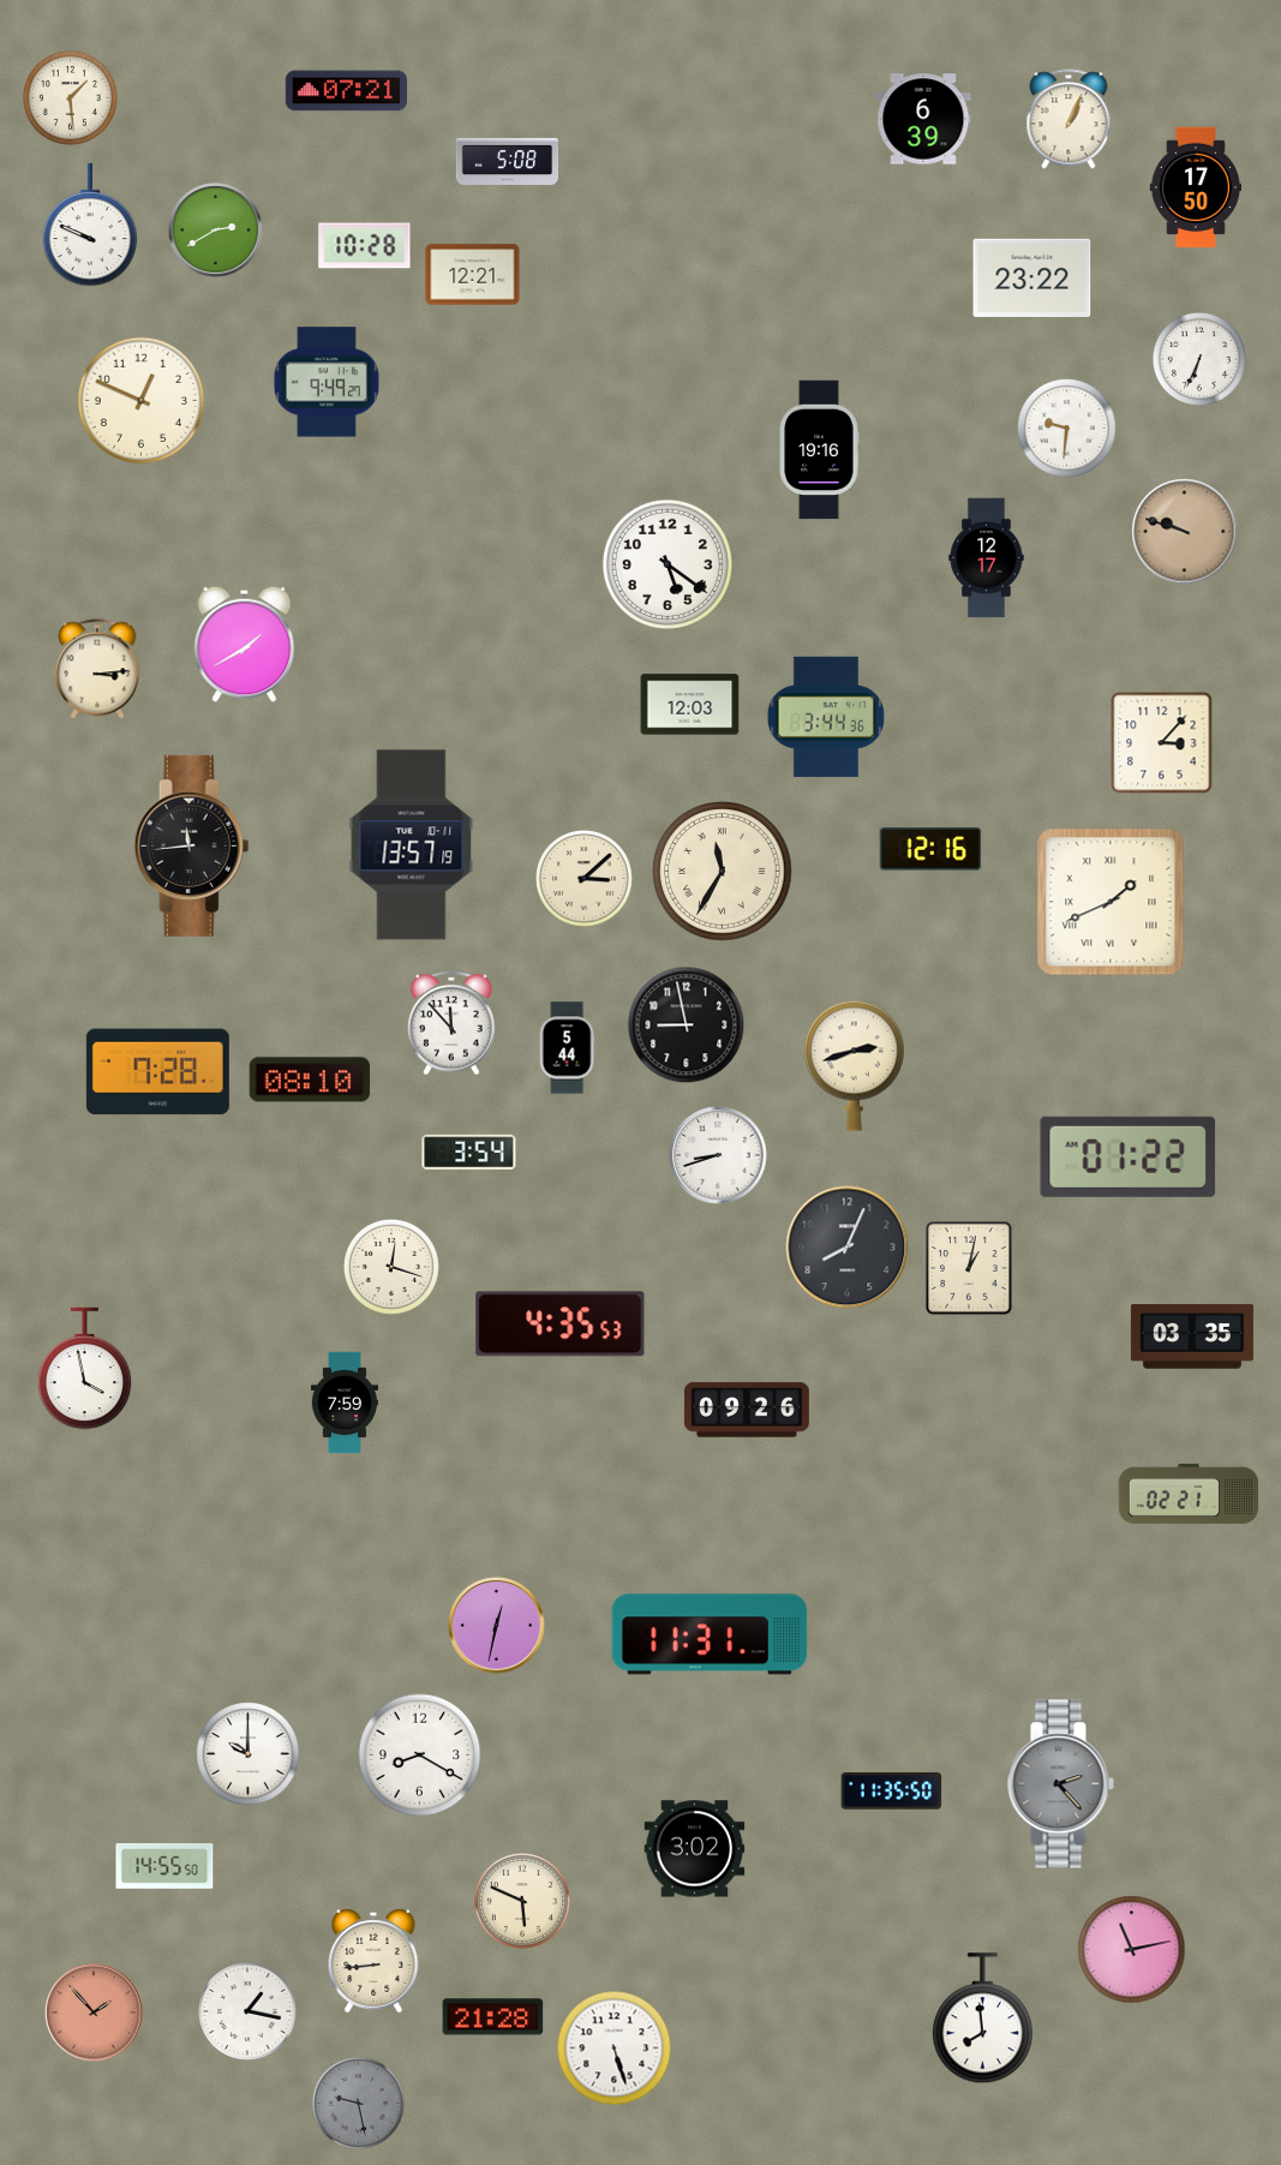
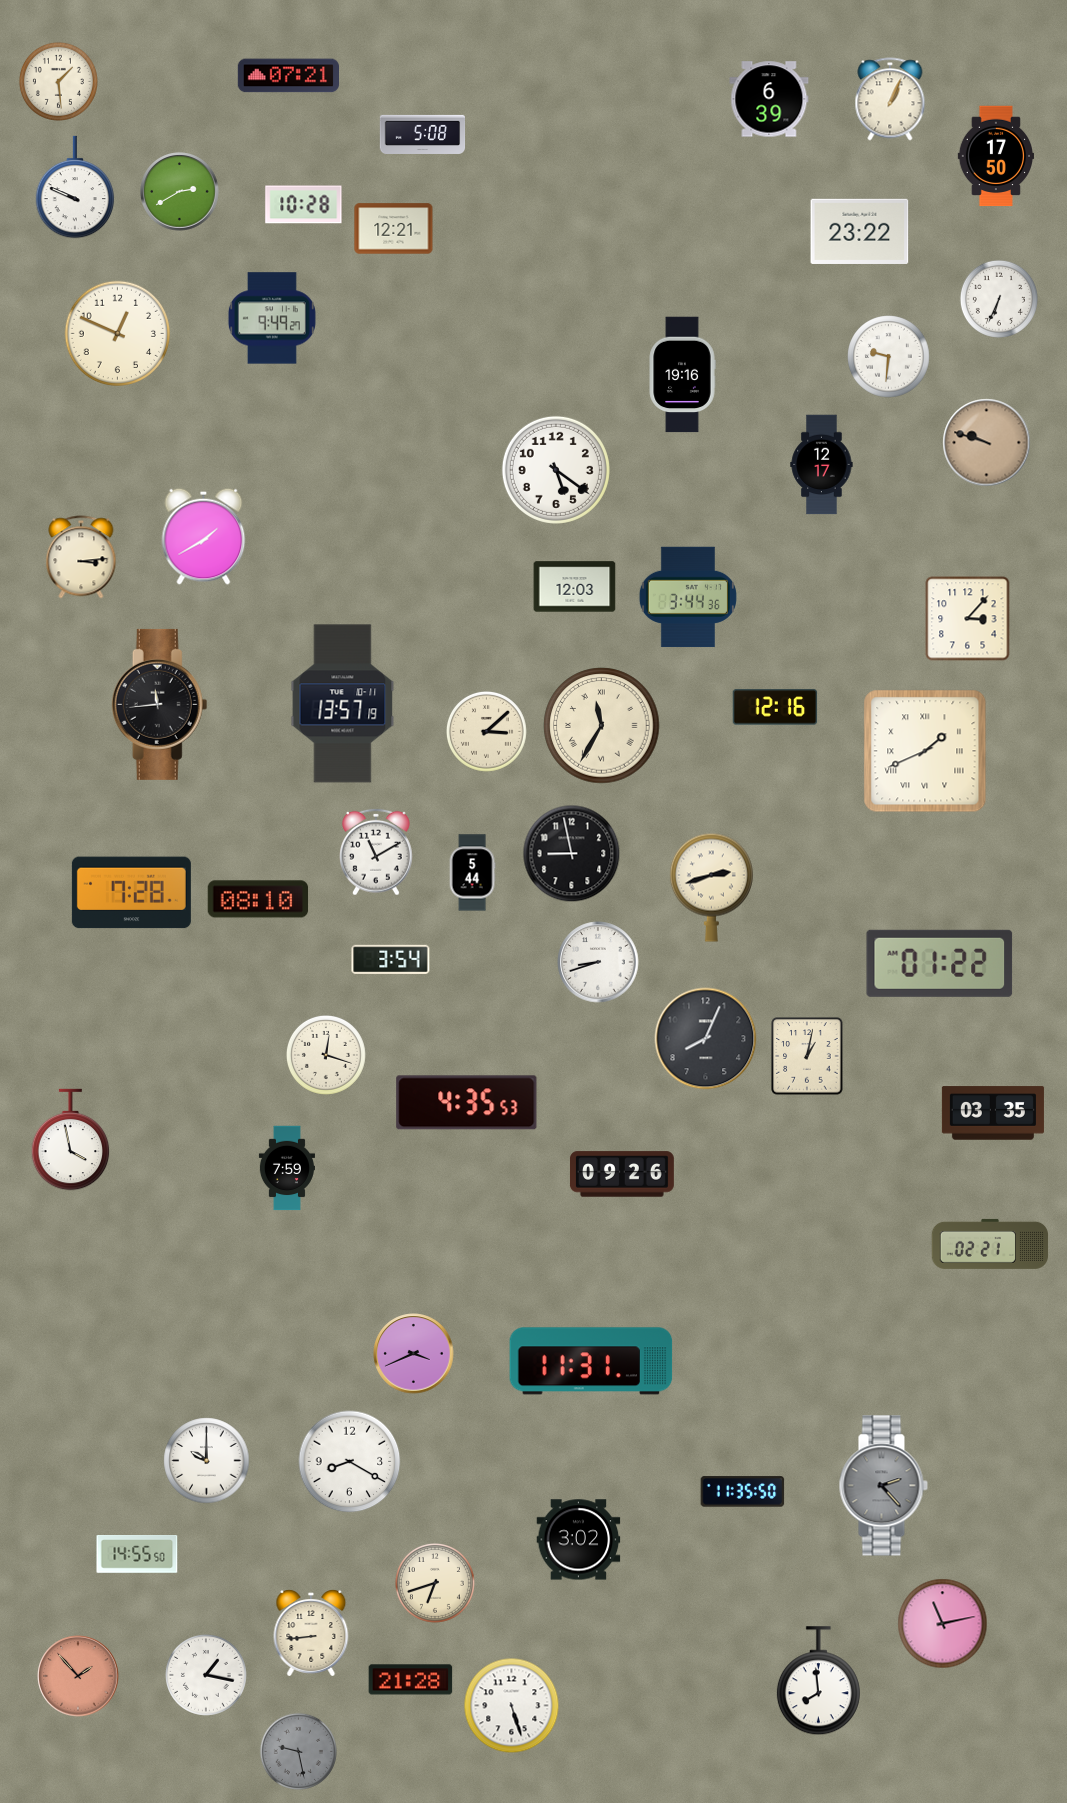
clock at (453, 1023): 11:53 -> 11:10
clock at (497, 1626): 12:32 -> 3:41
clock at (522, 1901): 5:49 -> 6:42
